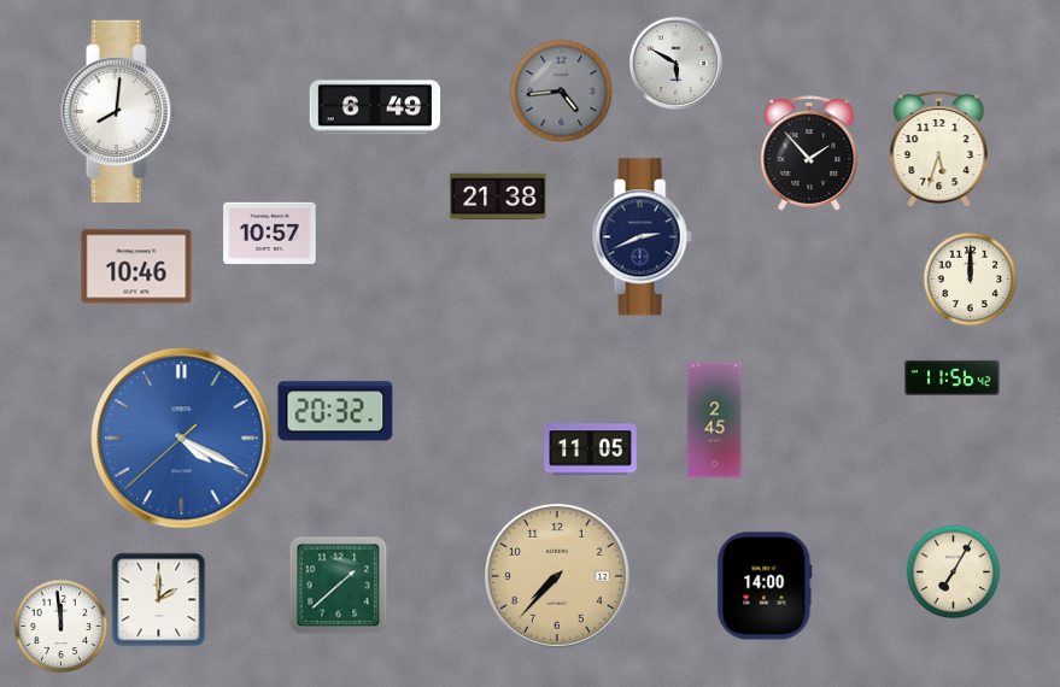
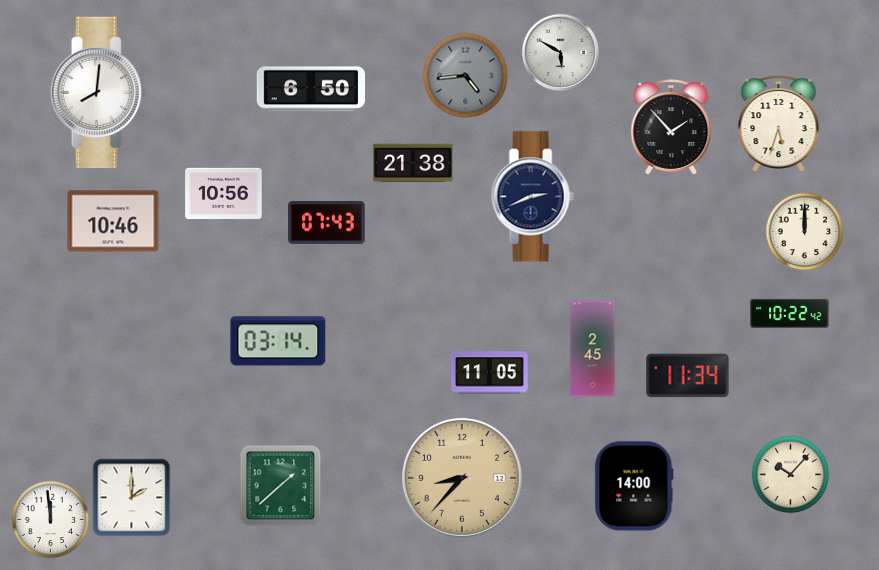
clock at (375, 107): 6:49 -> 6:50
clock at (270, 234): 10:57 -> 10:56
clock at (327, 222): none -> 07:43
clock at (953, 377): 11:56 -> 10:22
clock at (335, 411): 20:32 -> 03:14
clock at (182, 439): 4:19 -> none
clock at (688, 376): none -> 11:34
clock at (953, 571): 7:05 -> 10:07
clock at (557, 576): 7:37 -> 8:37
